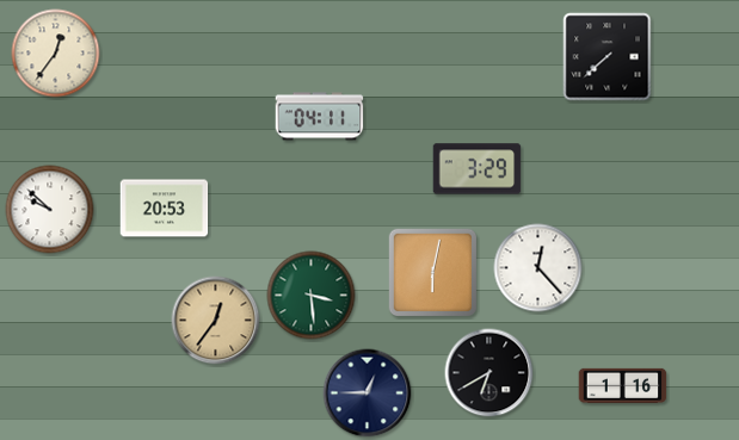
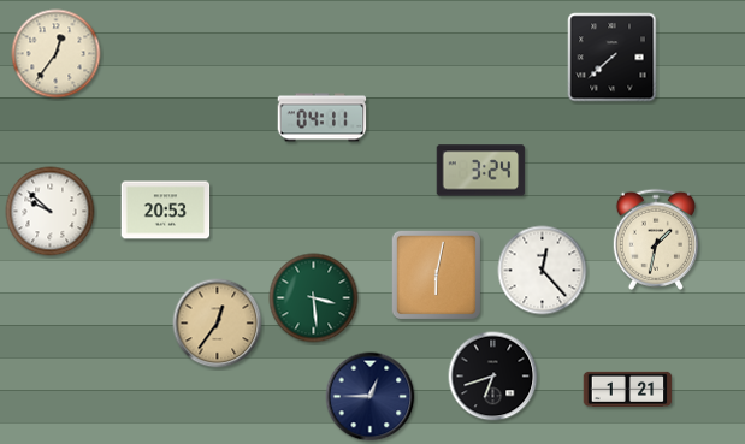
clock at (478, 169): 3:29 -> 3:24
clock at (656, 239): none -> 1:32
clock at (489, 373): 6:40 -> 6:42
clock at (623, 385): 1:16 -> 1:21
